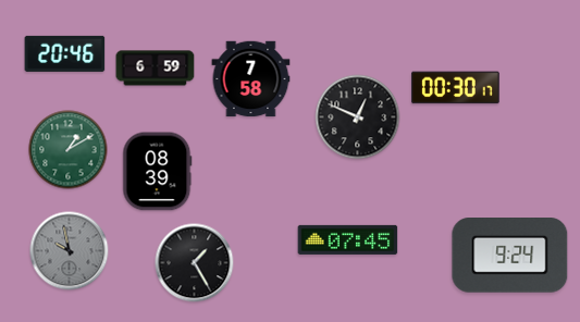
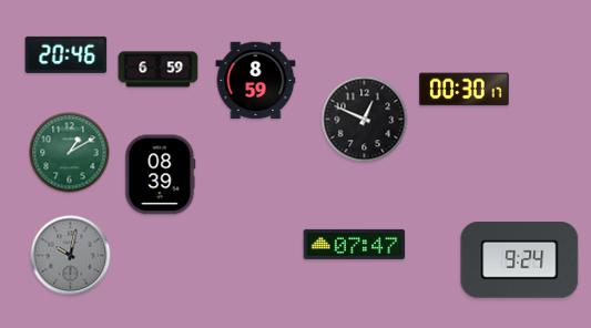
clock at (251, 79): 7:58 -> 8:59
clock at (348, 239): 07:45 -> 07:47
clock at (70, 251): 9:58 -> 10:02
clock at (195, 263): 1:25 -> none
